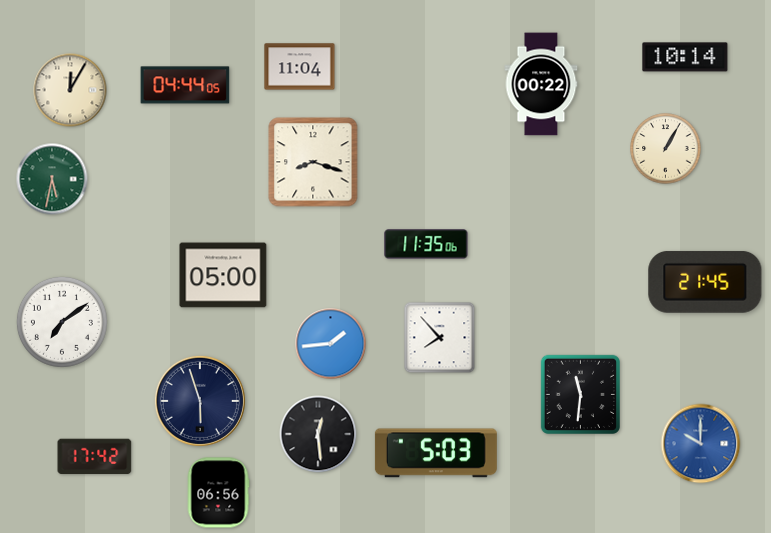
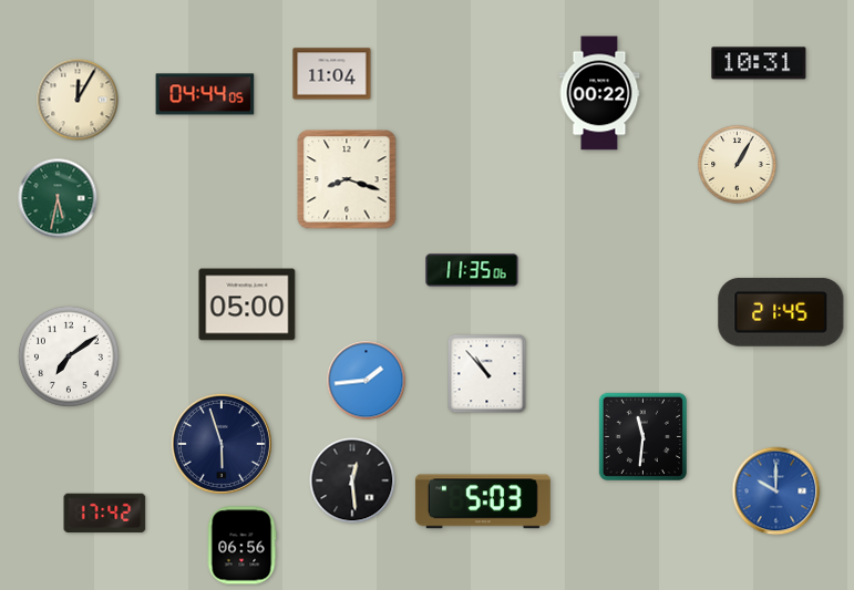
clock at (685, 57): 10:14 -> 10:31
clock at (440, 338): 7:53 -> 10:53
clock at (95, 457) position: (95, 457) -> (105, 514)
